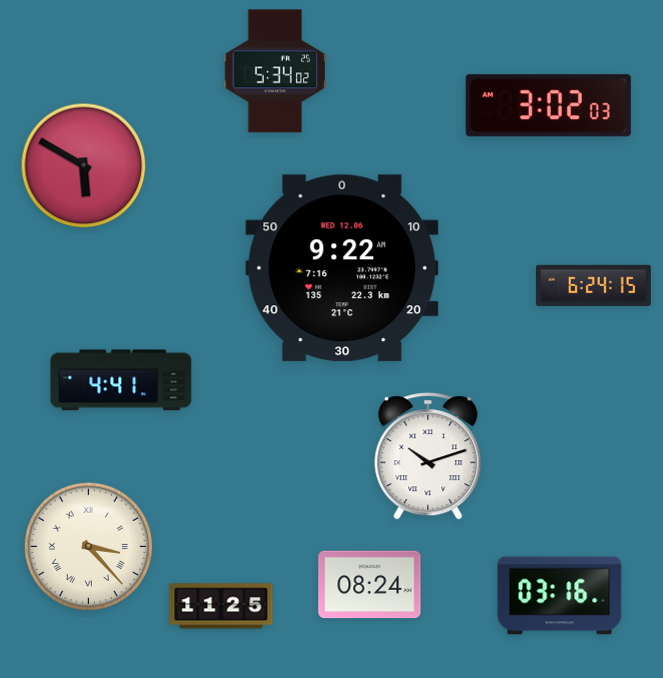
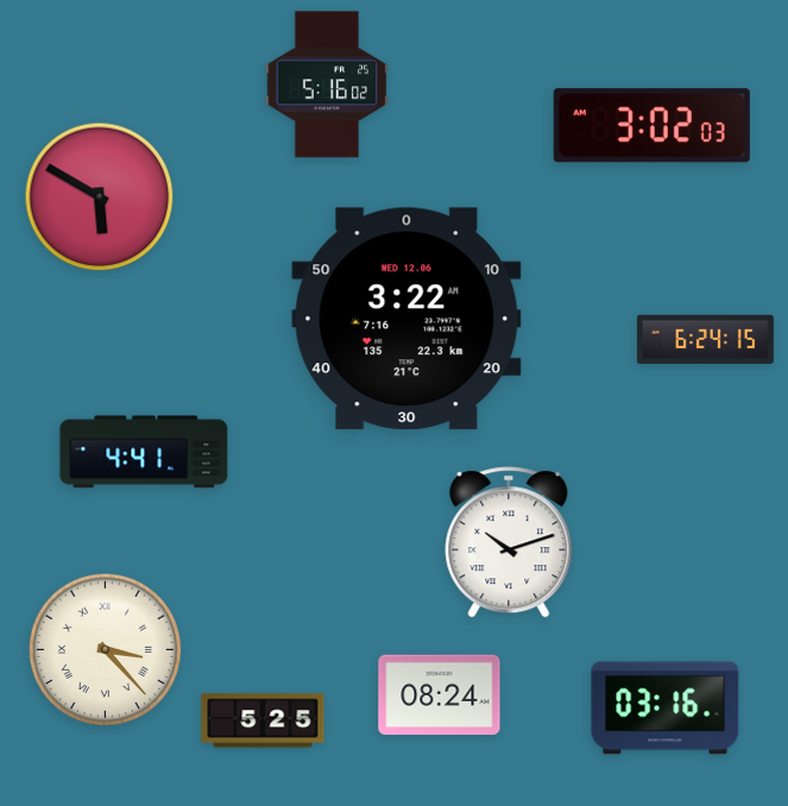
clock at (275, 71): 5:34 -> 5:16
clock at (342, 268): 9:22 -> 3:22
clock at (221, 606): 11:25 -> 5:25
